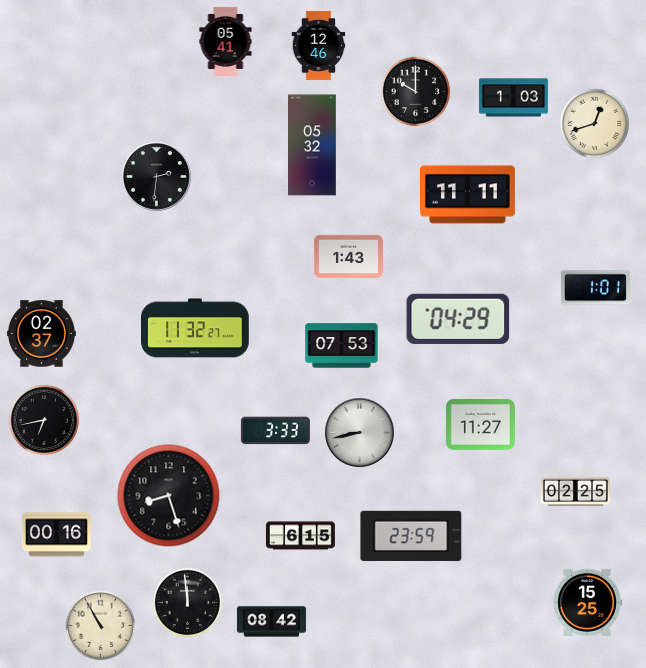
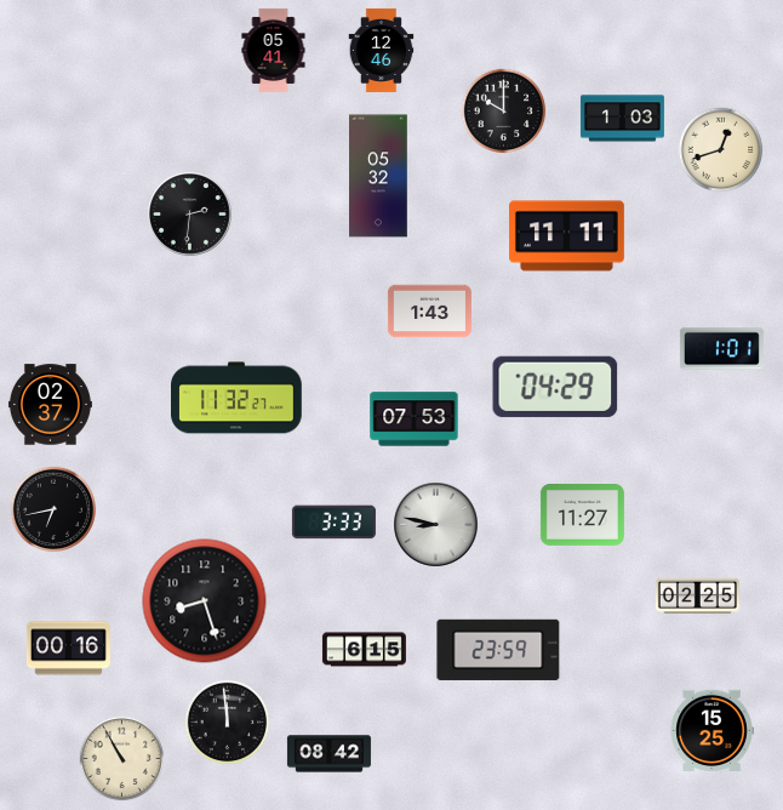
clock at (319, 45) position: (319, 45) -> (382, 50)
clock at (348, 257) position: (348, 257) -> (429, 312)
clock at (360, 433): 8:43 -> 8:47
clock at (188, 603) position: (188, 603) -> (228, 723)
